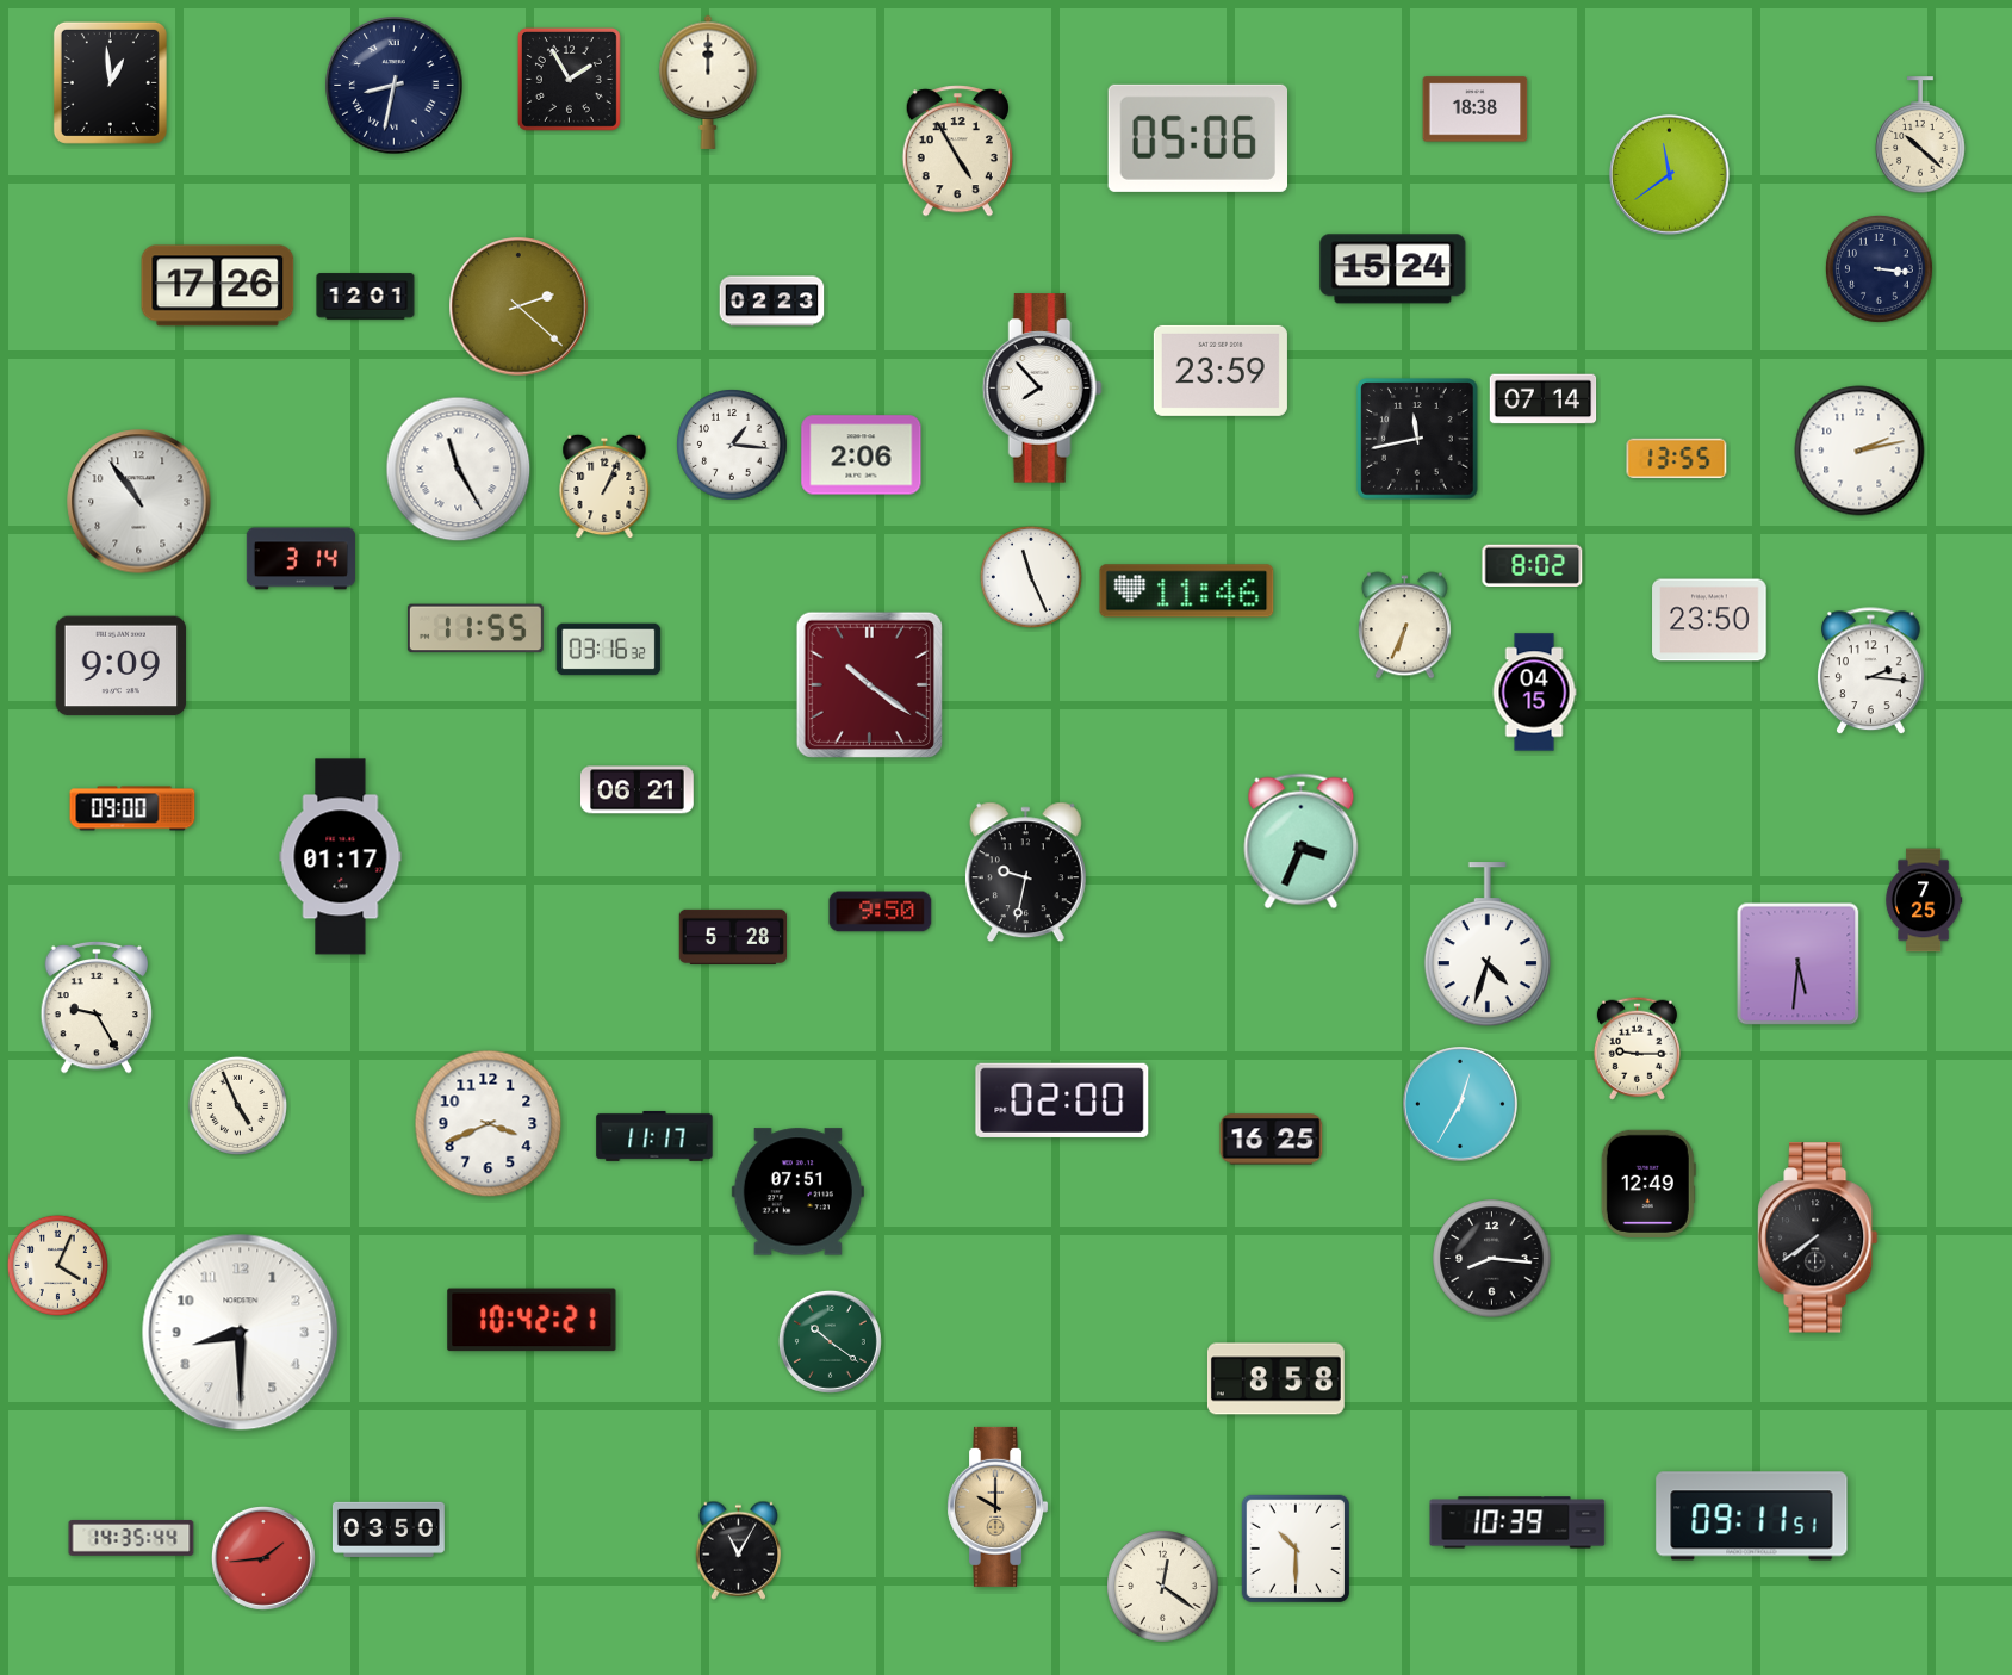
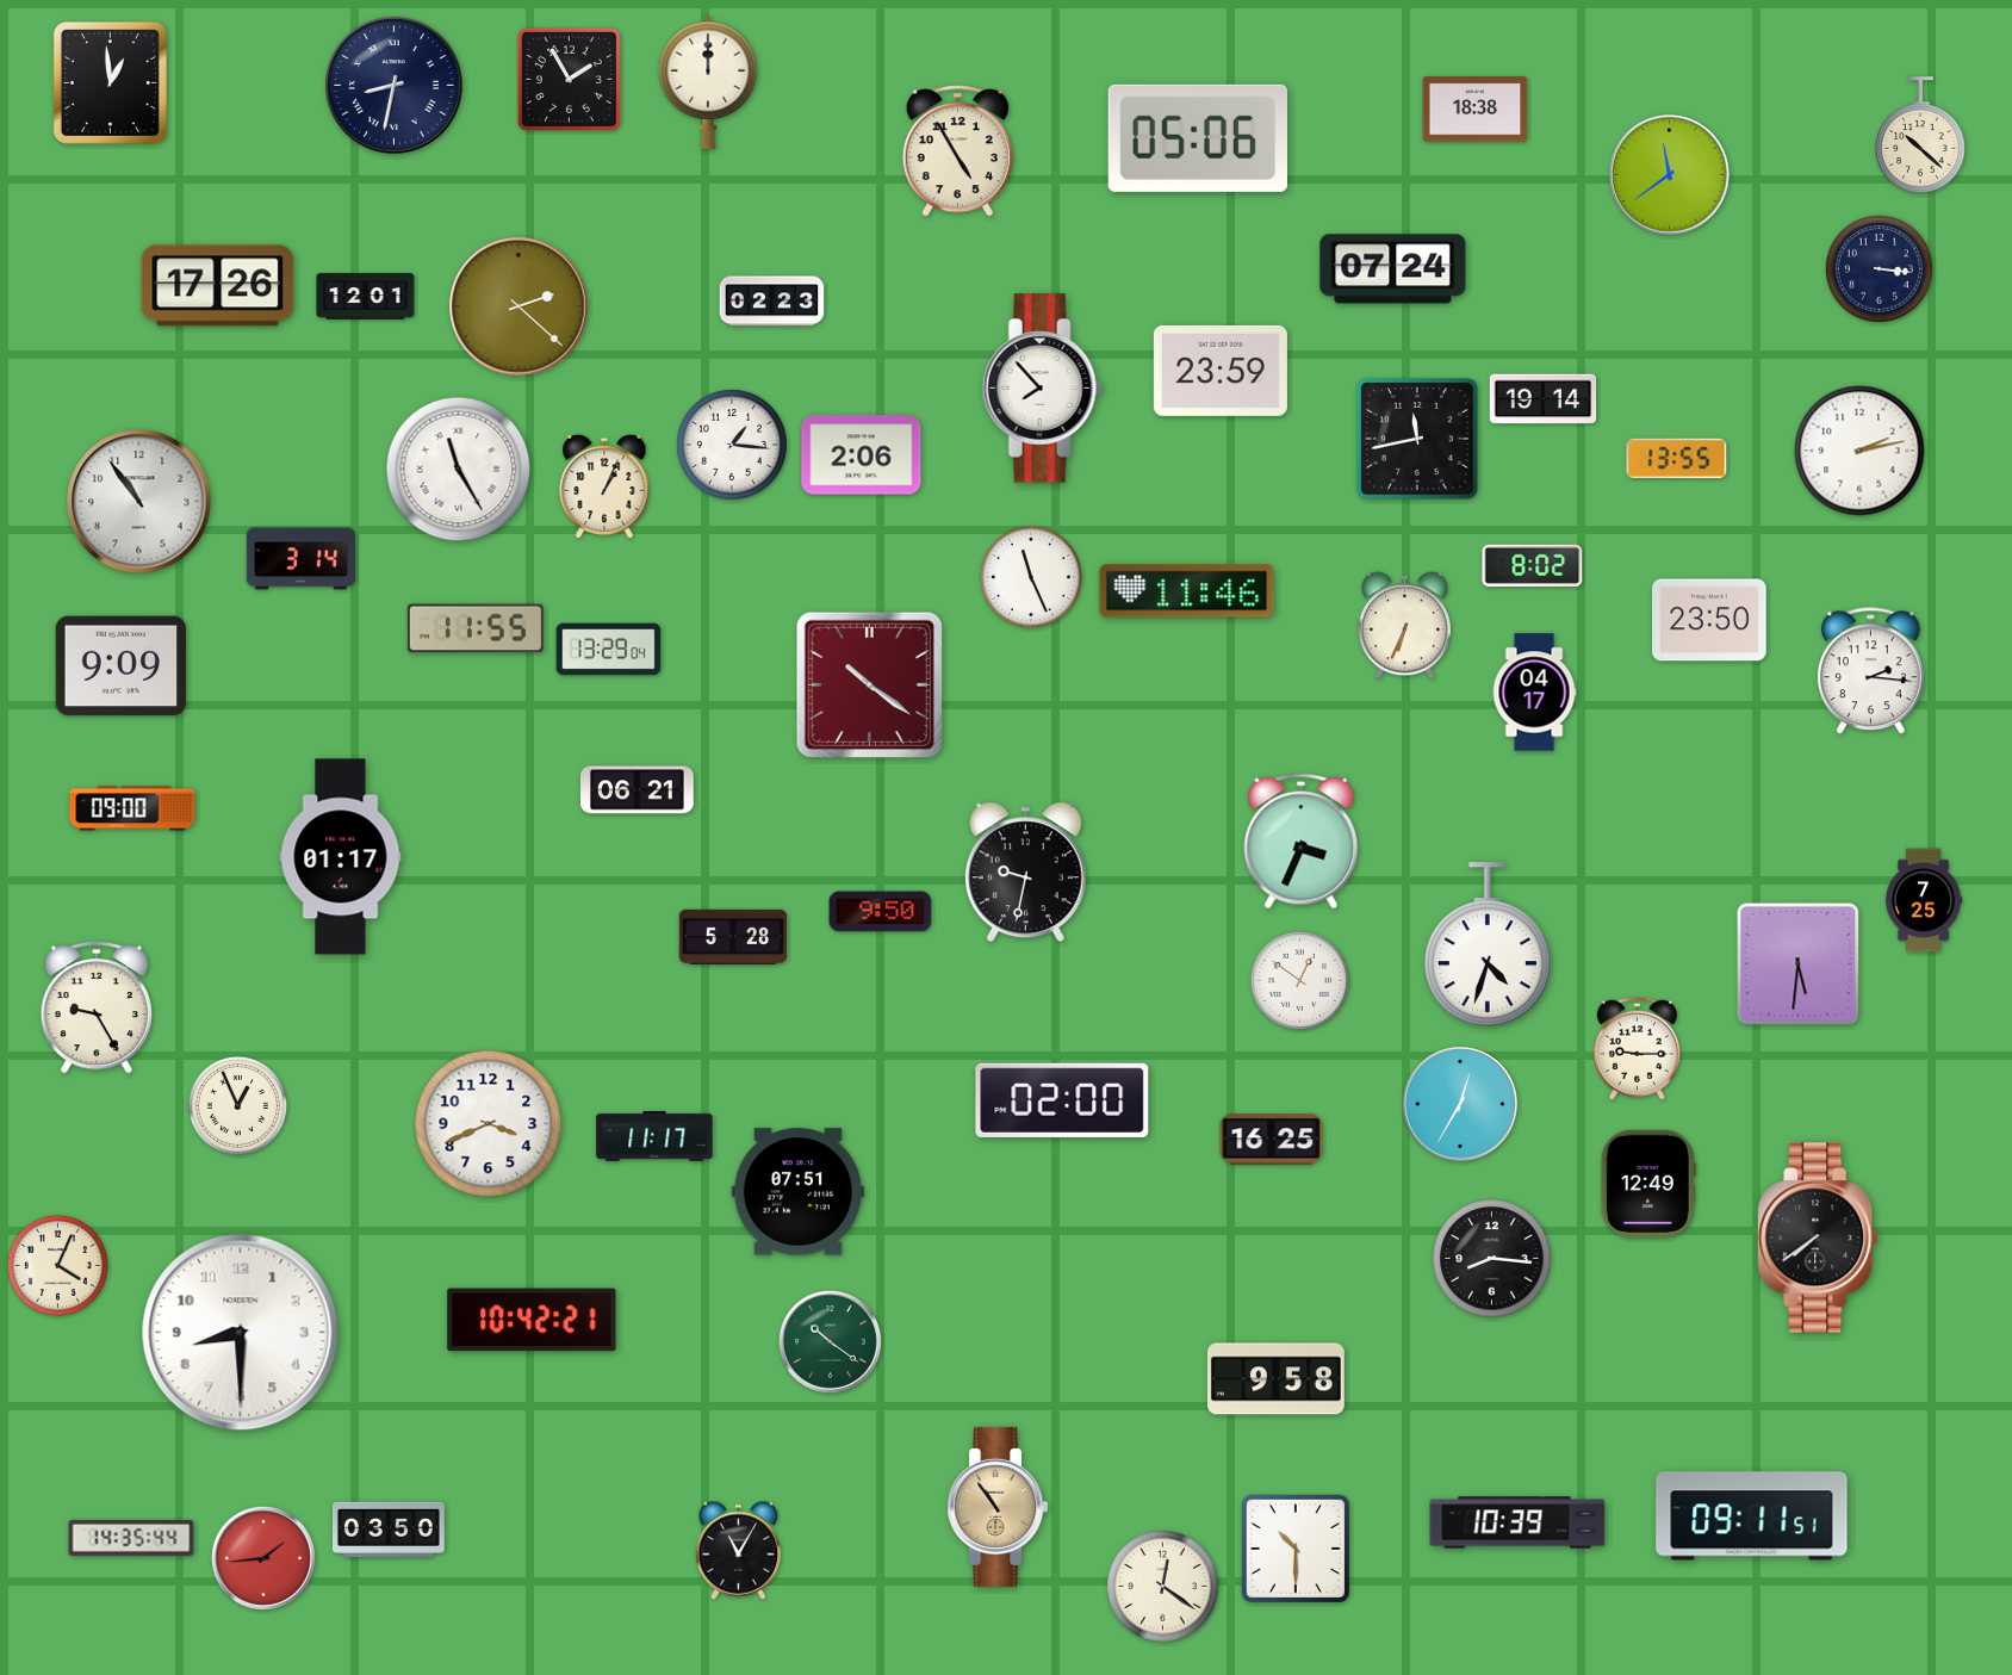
clock at (1393, 269): 15:24 -> 07:24
clock at (1544, 399): 07:14 -> 19:14
clock at (609, 650): 03:16 -> 13:29
clock at (1534, 693): 04:15 -> 04:17
clock at (1299, 980): none -> 12:51
clock at (237, 1105): 4:56 -> 12:56
clock at (1275, 1379): 8:58 -> 9:58
clock at (998, 1507): 10:00 -> 10:54
